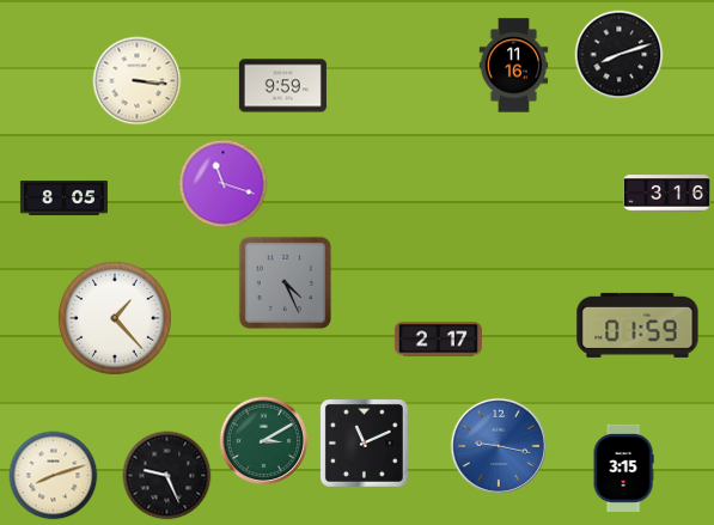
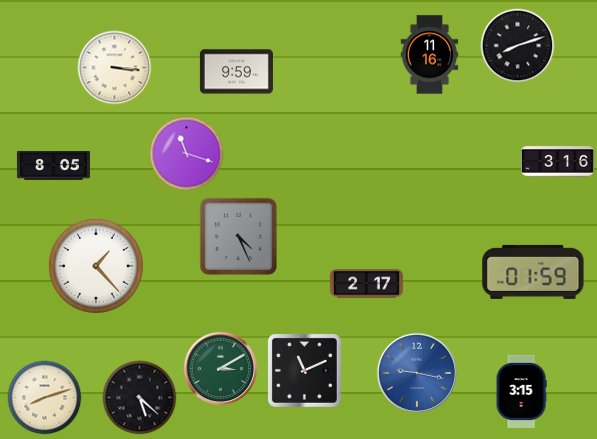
clock at (167, 476): 9:26 -> 5:22
